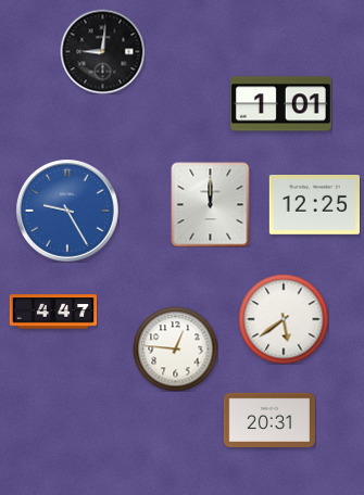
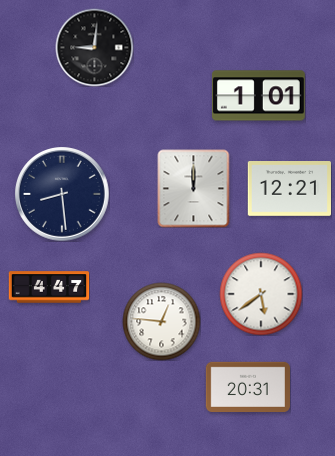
clock at (314, 205): 12:25 -> 12:21
clock at (67, 211): 9:25 -> 8:29
clock at (67, 211) dial: blue -> navy
